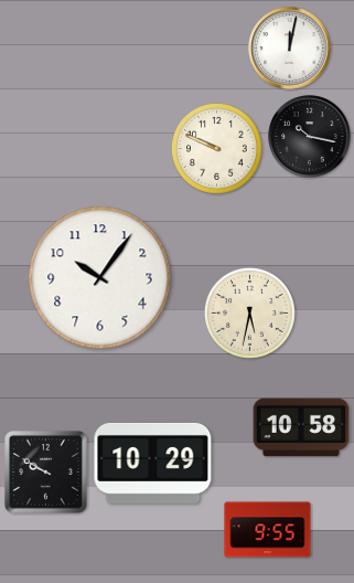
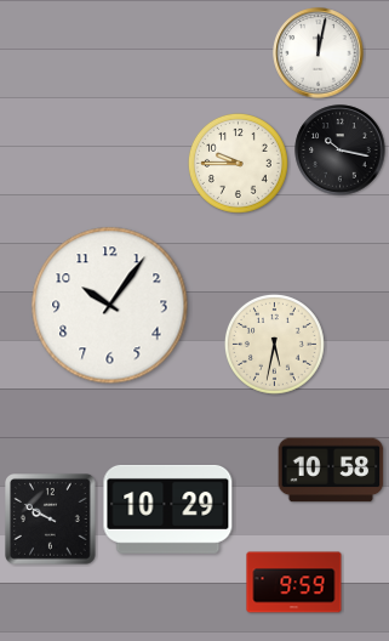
clock at (216, 148): 9:49 -> 9:45
clock at (268, 530): 9:55 -> 9:59
